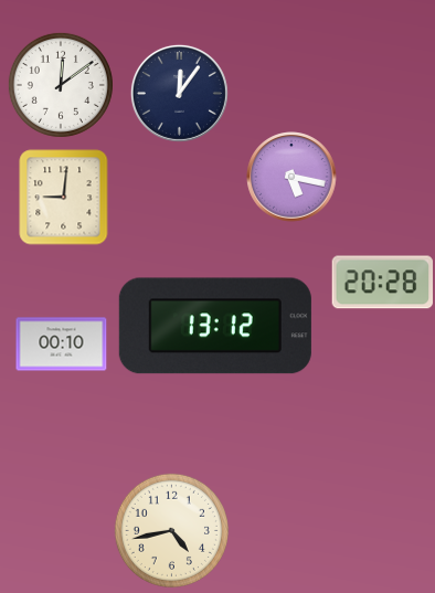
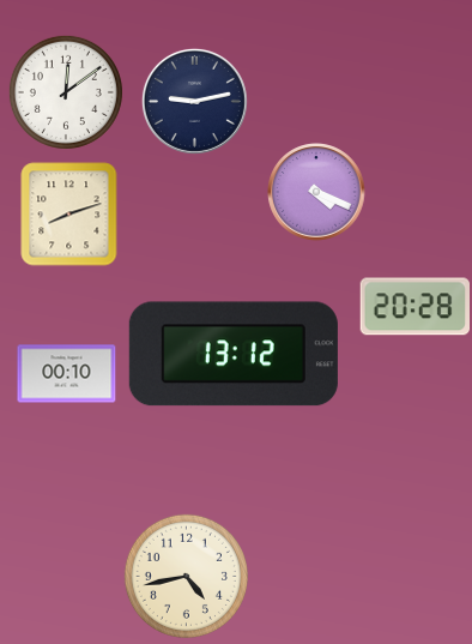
clock at (179, 93): 12:06 -> 9:13
clock at (291, 177): 5:17 -> 4:19
clock at (64, 198): 9:01 -> 8:12
